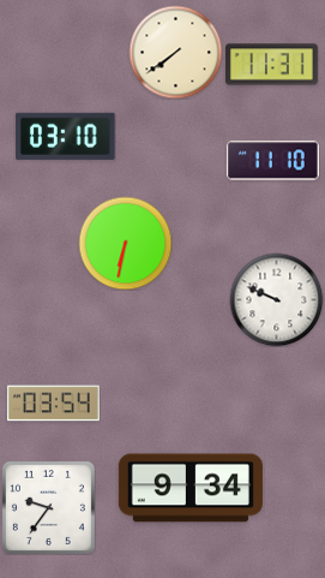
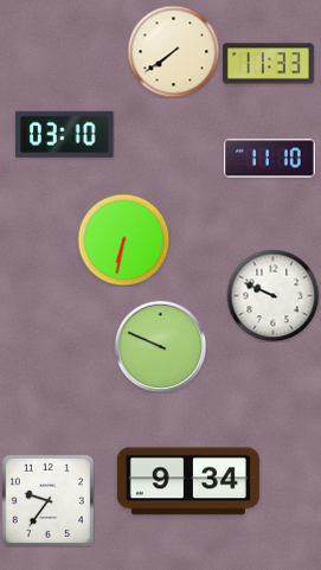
clock at (271, 65): 11:31 -> 11:33
clock at (160, 346): none -> 9:49
clock at (53, 404): 03:54 -> none
